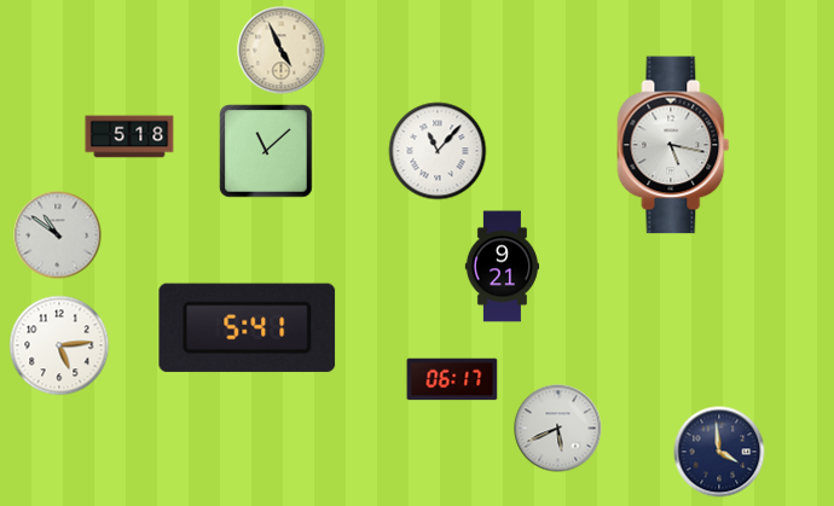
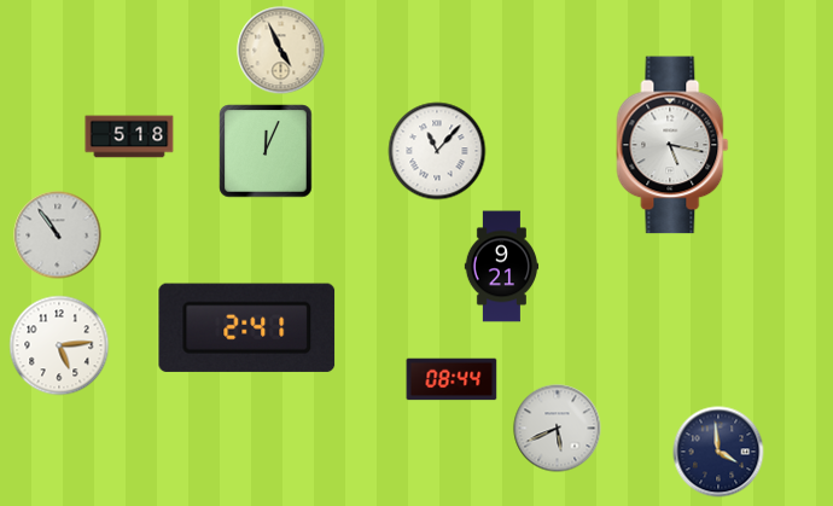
clock at (266, 151): 11:08 -> 12:04
clock at (58, 235): 10:51 -> 10:54
clock at (248, 327): 5:41 -> 2:41
clock at (452, 379): 06:17 -> 08:44
